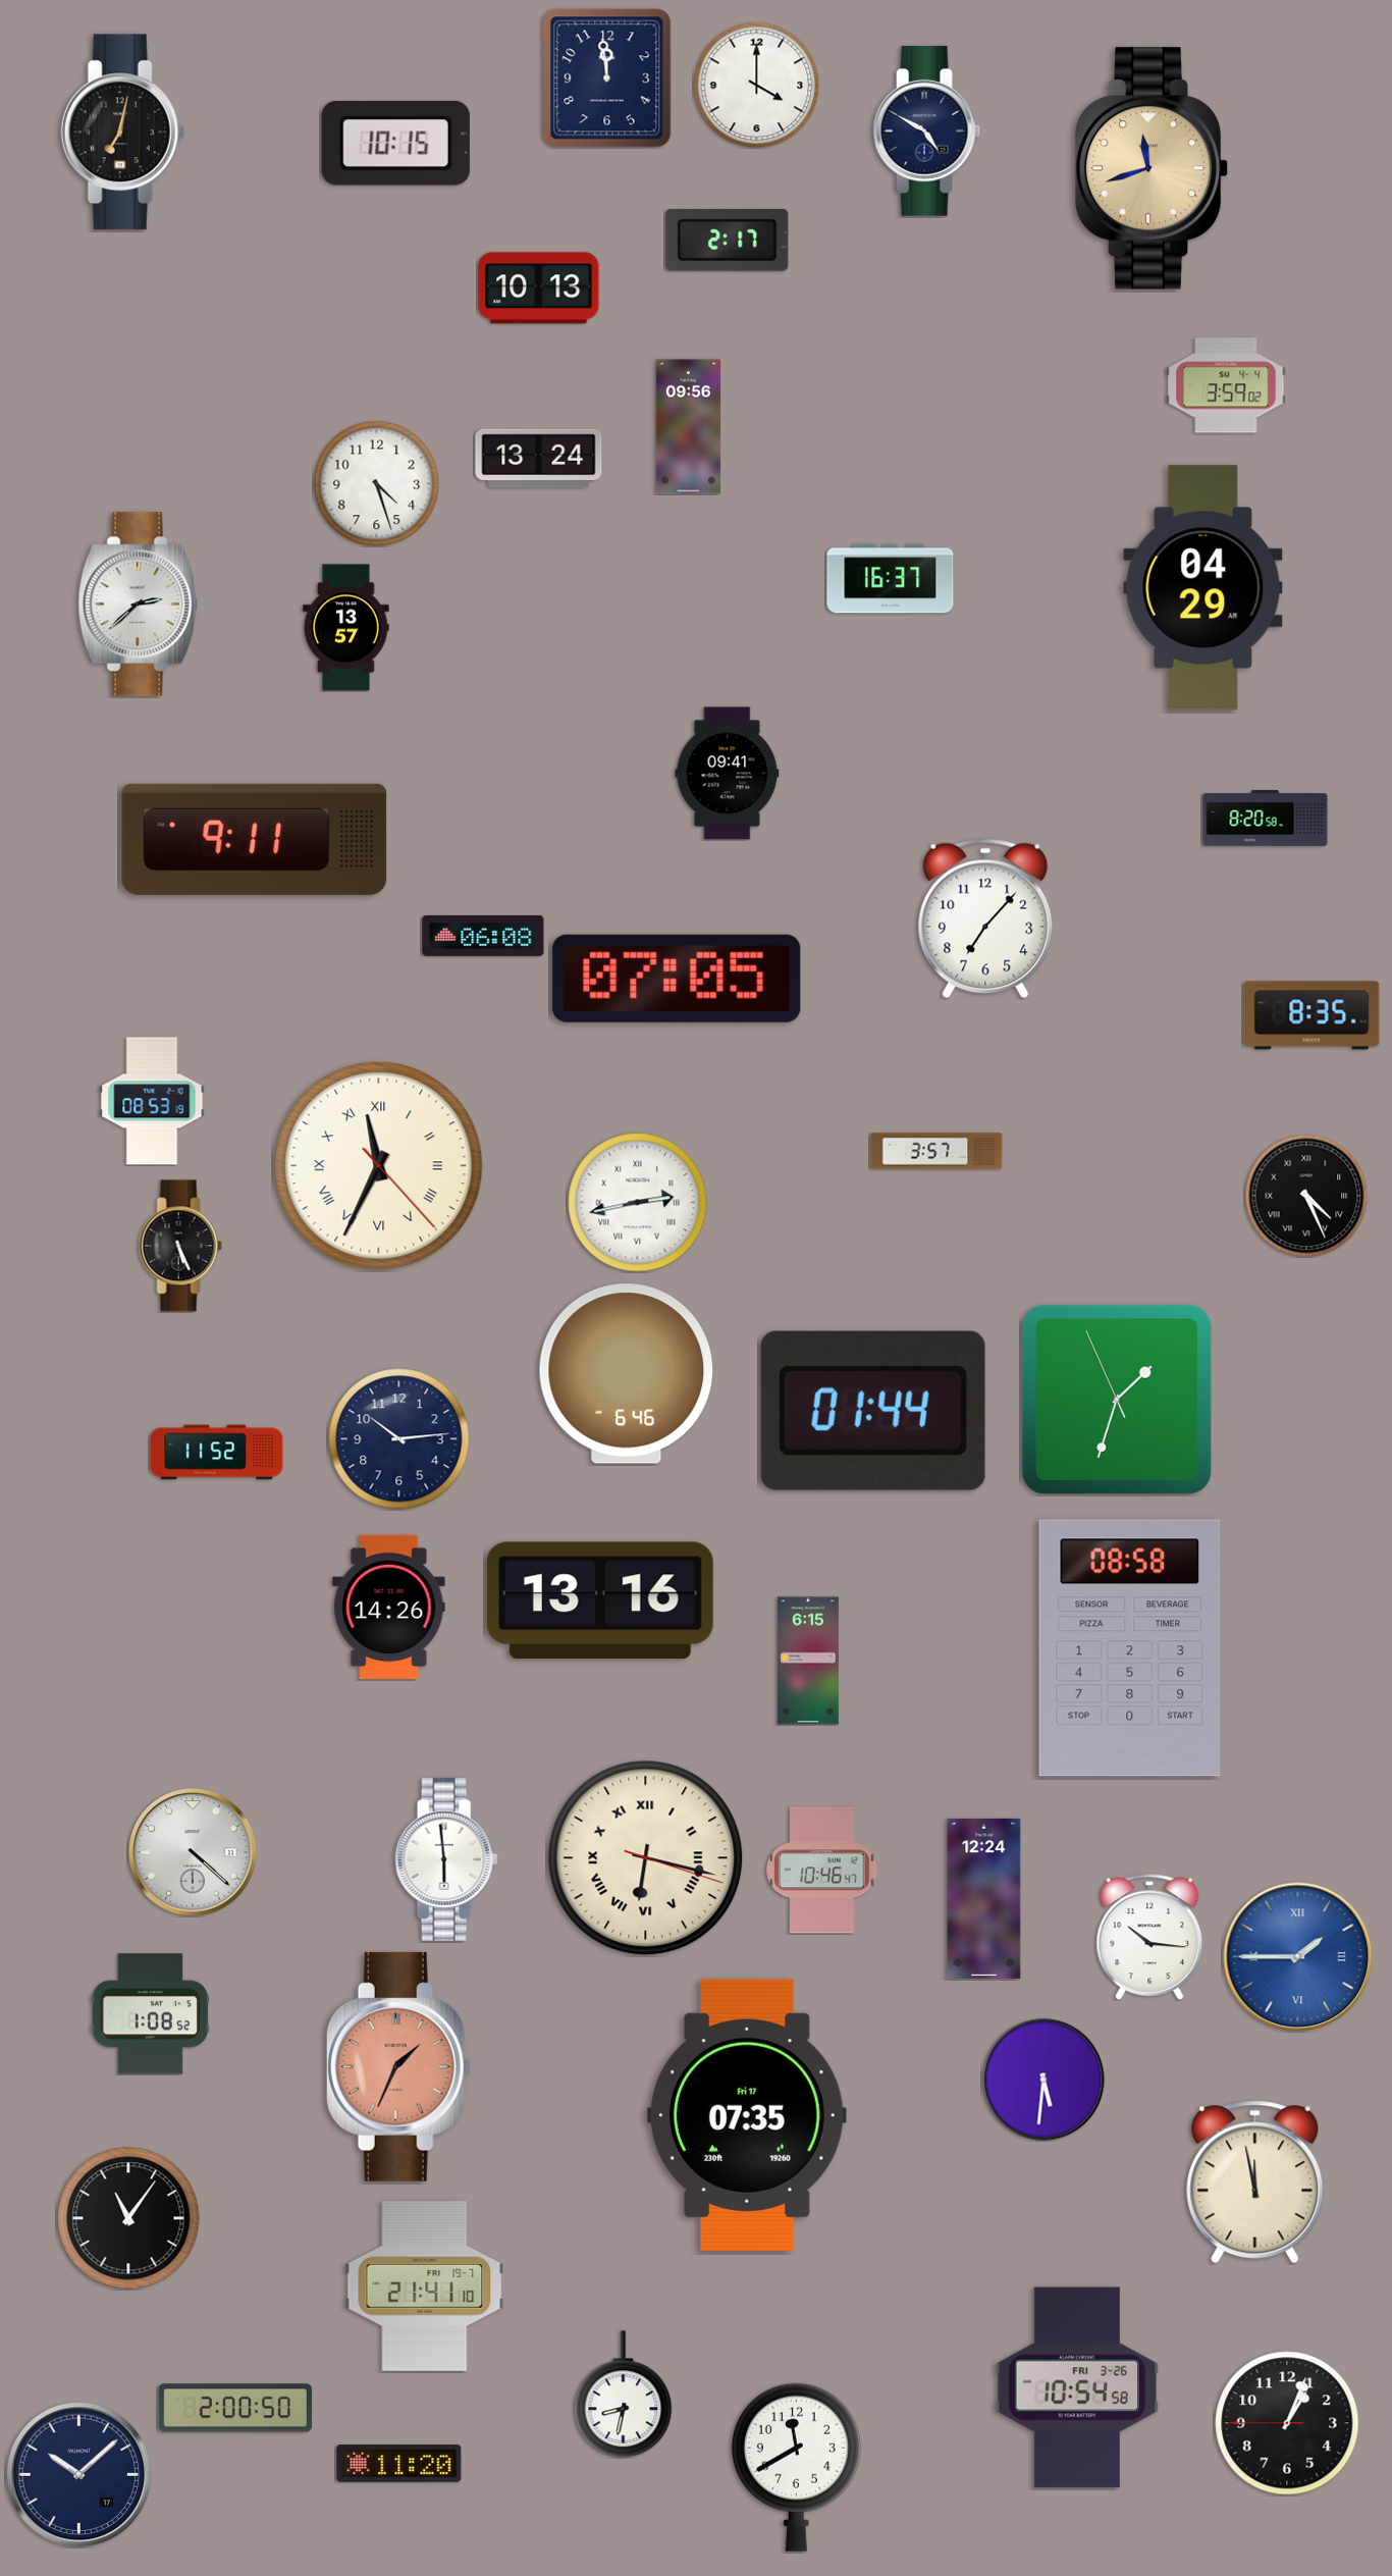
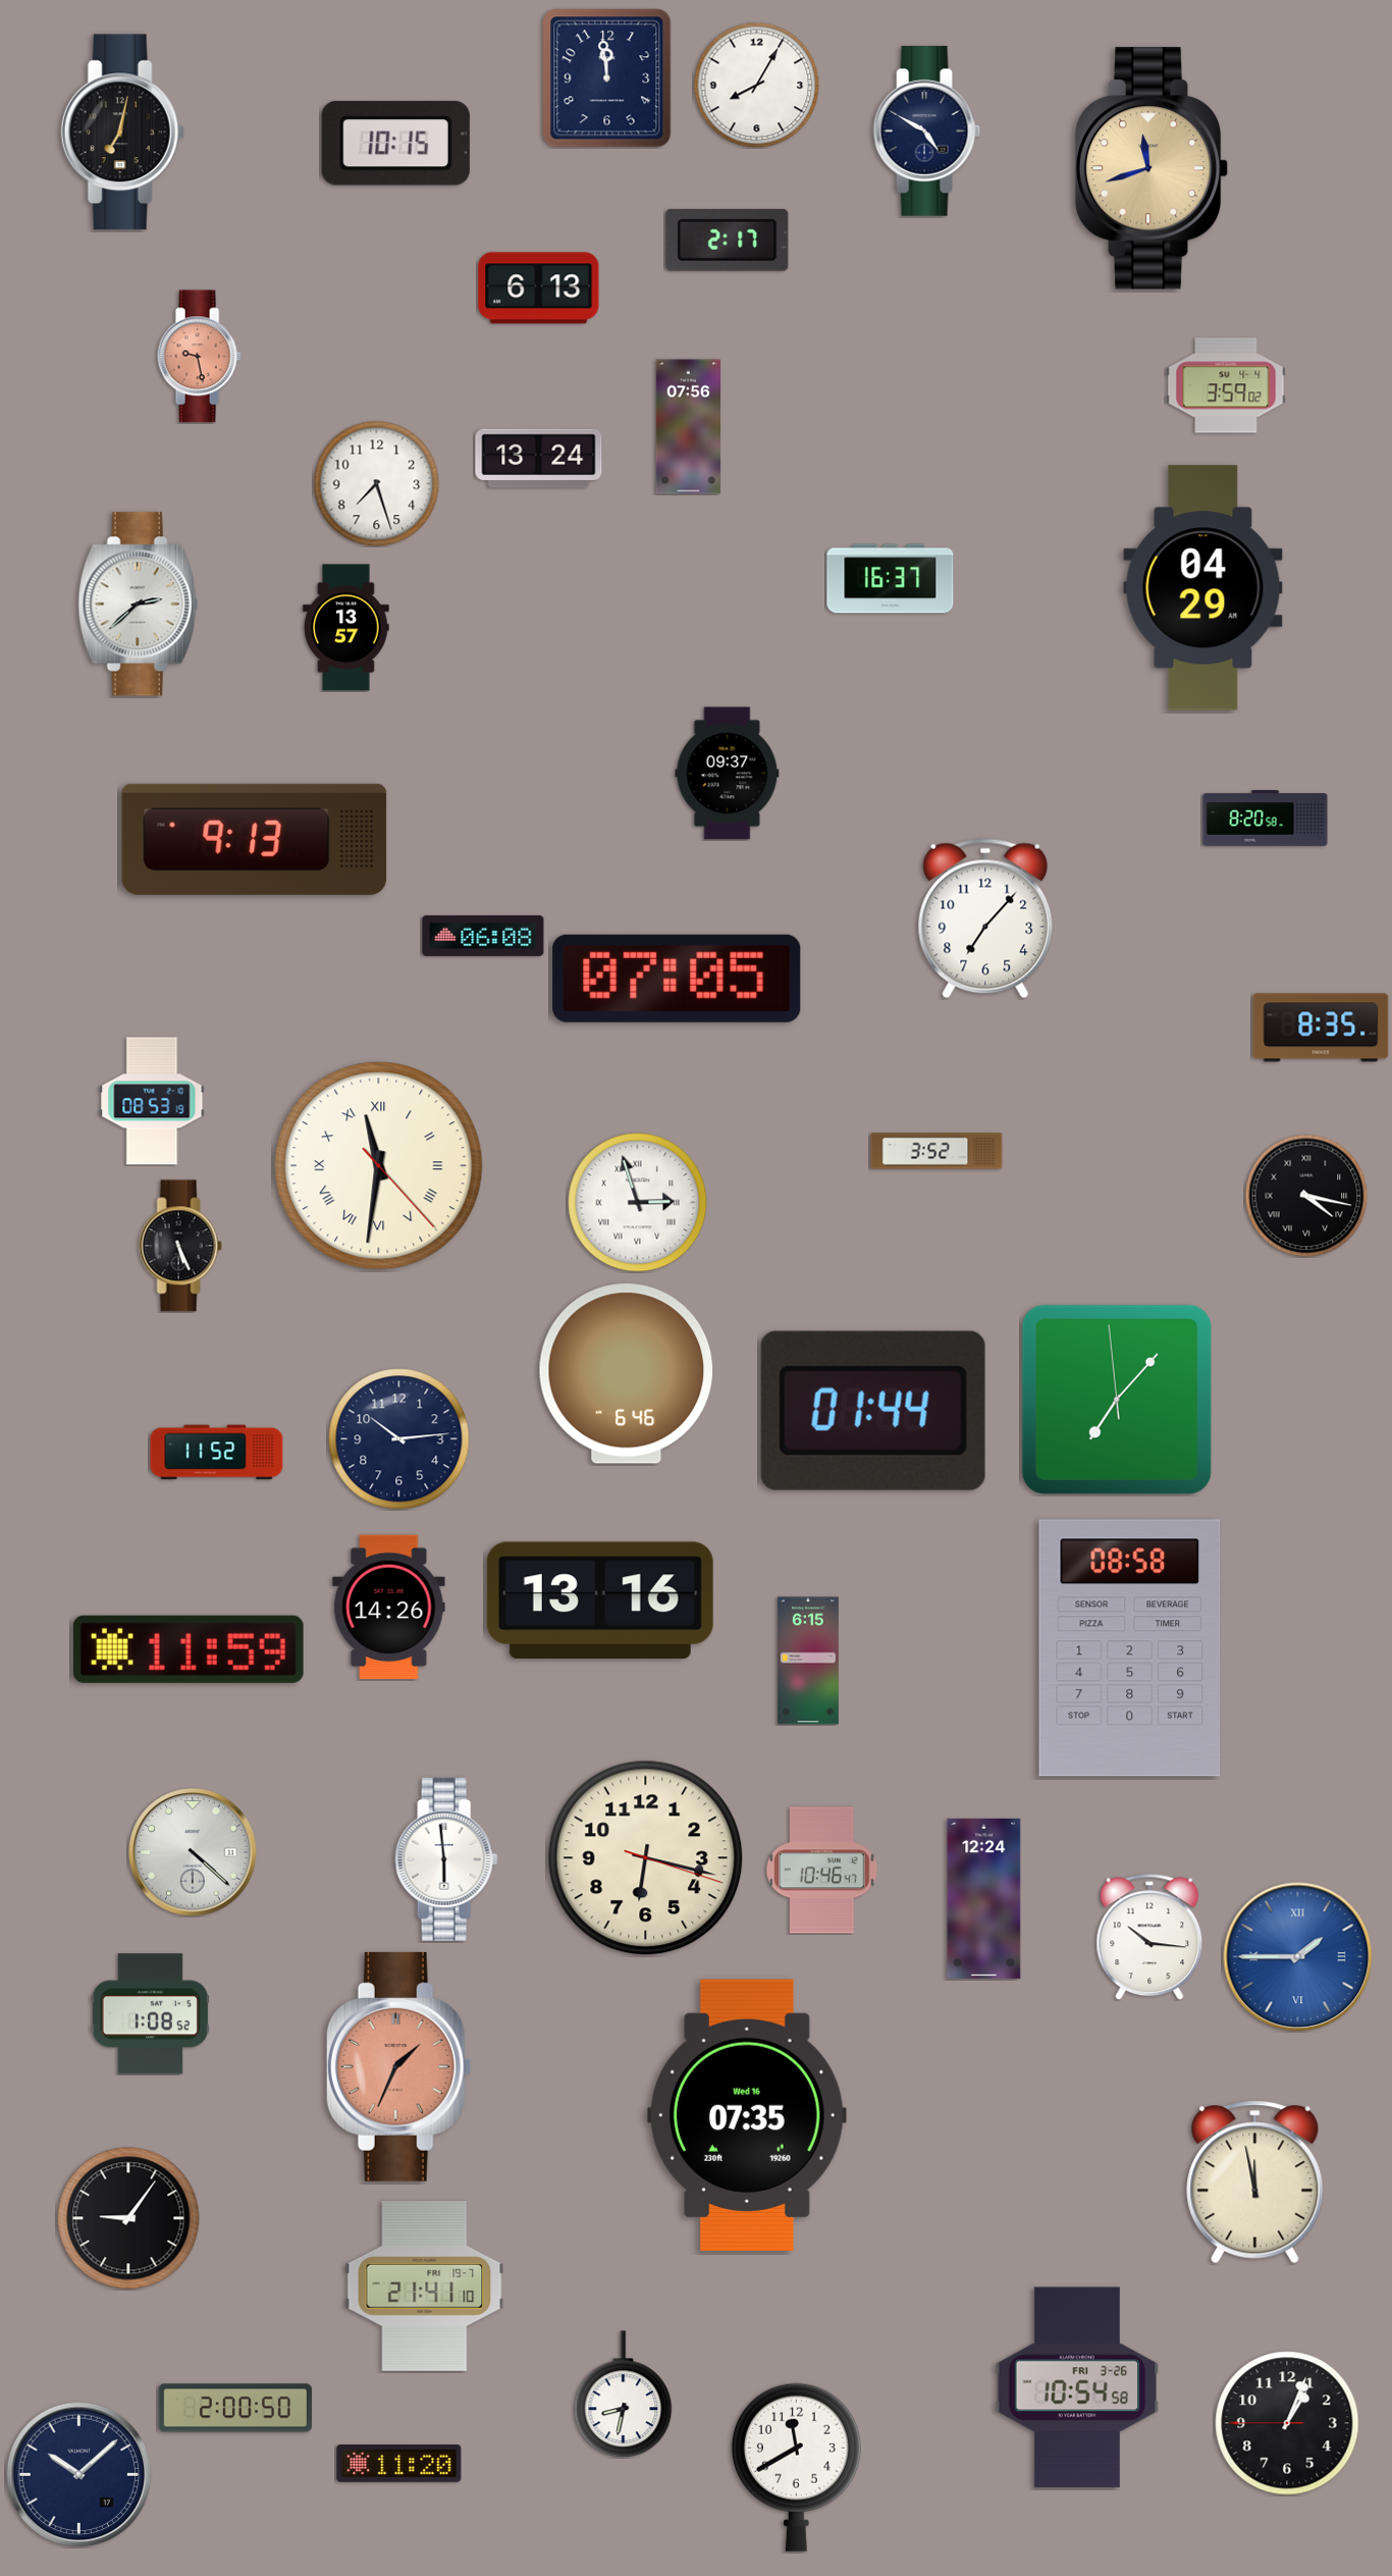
clock at (756, 85): 4:00 -> 8:05
clock at (539, 288): 10:13 -> 6:13
clock at (199, 357): none -> 9:28
clock at (689, 427): 09:56 -> 07:56
clock at (376, 483): 4:27 -> 7:27
clock at (728, 774): 09:41 -> 09:37
clock at (255, 839): 9:11 -> 9:13
clock at (1311, 1015) position: (1311, 1015) -> (1321, 1028)
clock at (936, 1151): 3:57 -> 3:52
clock at (379, 1166): 11:34 -> 11:31
clock at (1306, 1196): 4:26 -> 4:17
clock at (638, 1203): 2:43 -> 2:57
clock at (1117, 1400): 1:32 -> 7:06
clock at (189, 1649): none -> 11:59
clock at (646, 1858) numerals: Roman -> Arabic
clock at (1043, 2080): 5:31 -> none
clock at (747, 2115) date: Fri 17 -> Wed 16
clock at (128, 2218): 11:06 -> 9:06
